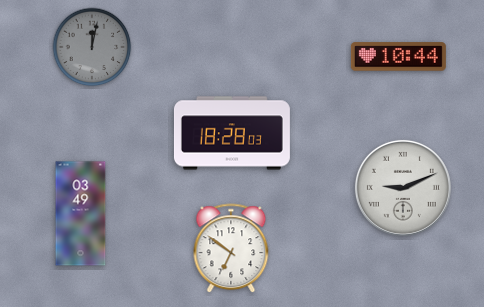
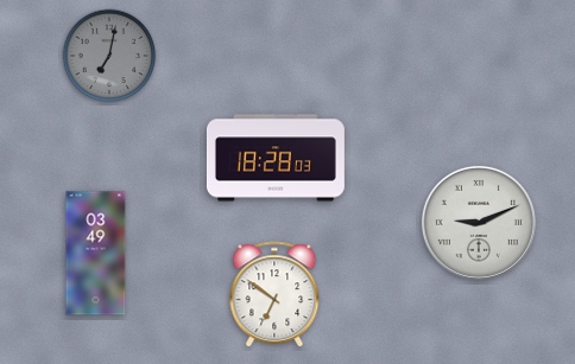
clock at (92, 47): 12:02 -> 7:02
clock at (398, 57): 10:44 -> none
